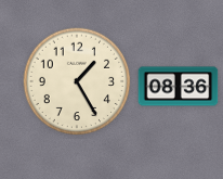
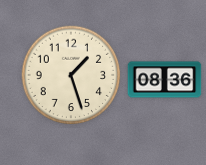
clock at (77, 81): 1:25 -> 1:27
